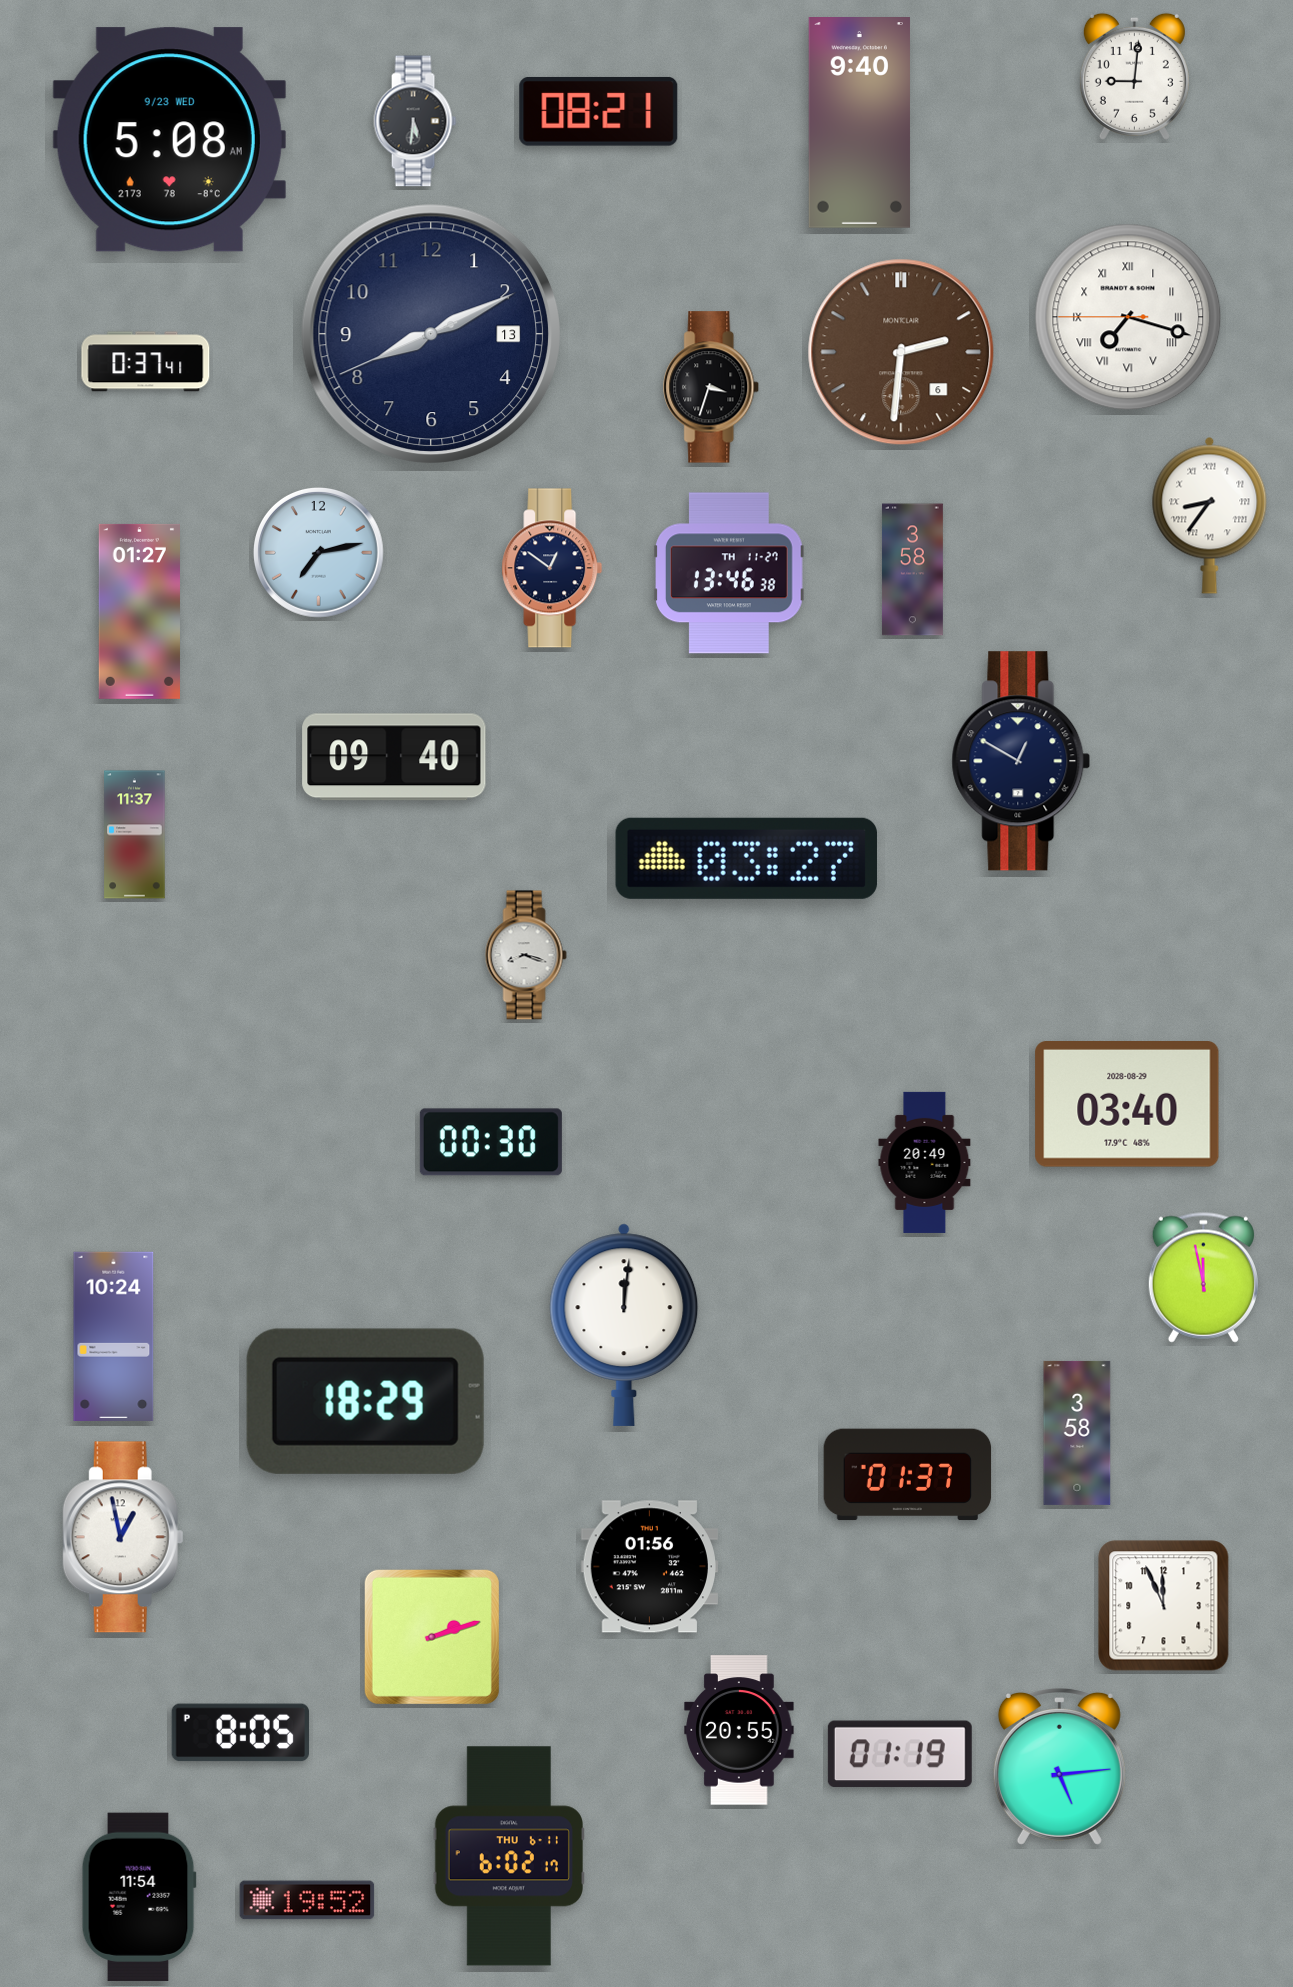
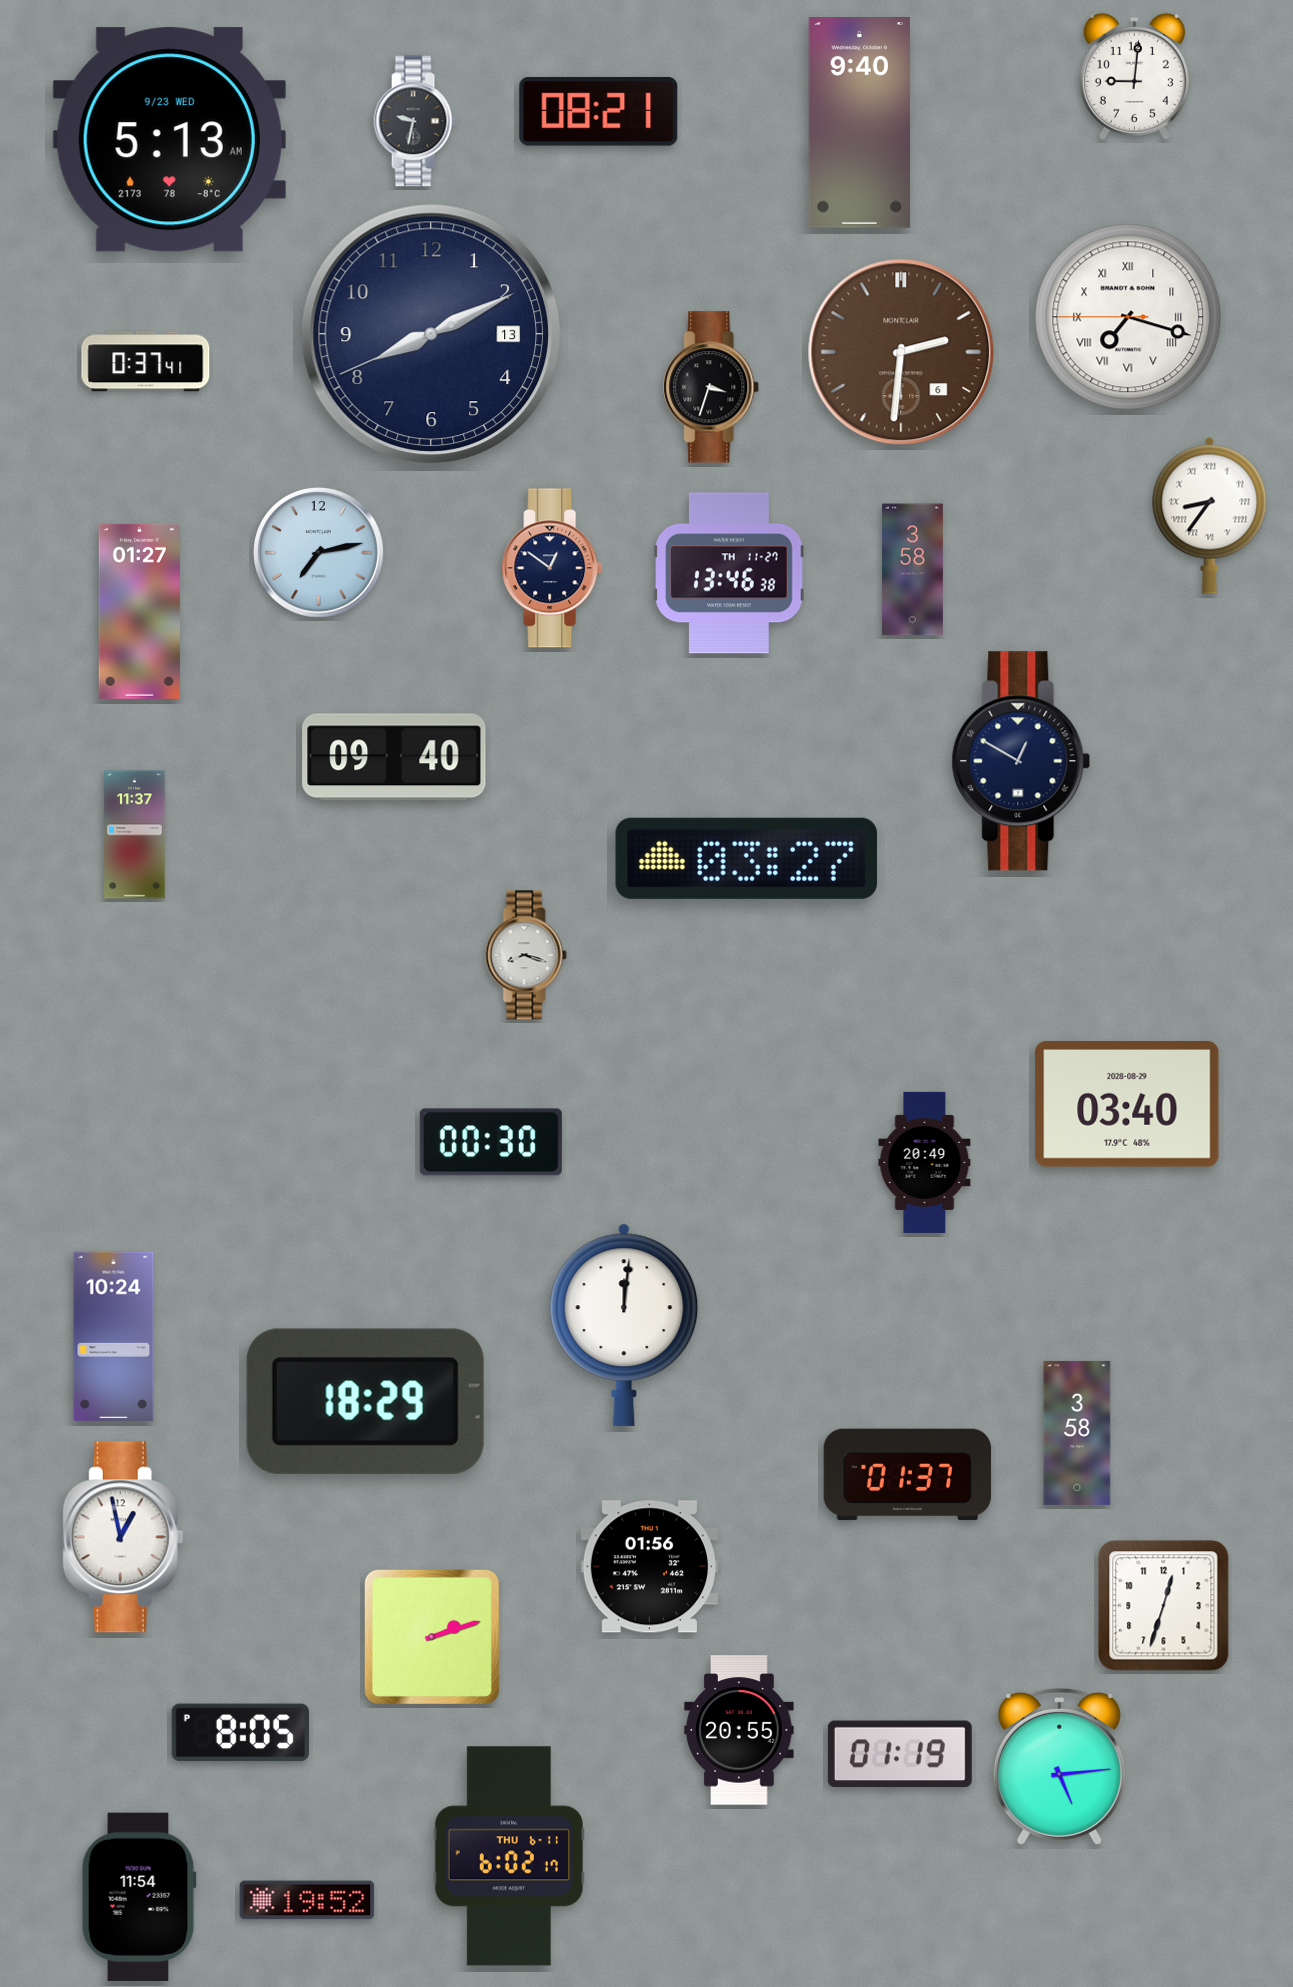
clock at (415, 121): 5:31 -> 9:32
clock at (169, 140): 5:08 -> 5:13
clock at (1203, 1277): 11:58 -> none
clock at (1164, 1606): 11:56 -> 12:33
